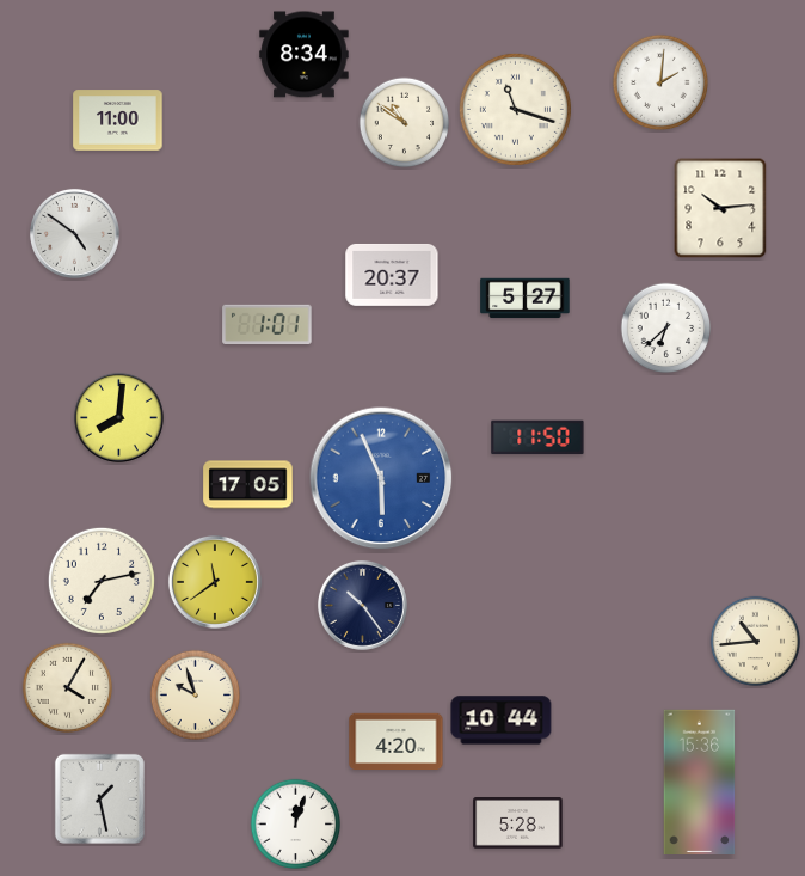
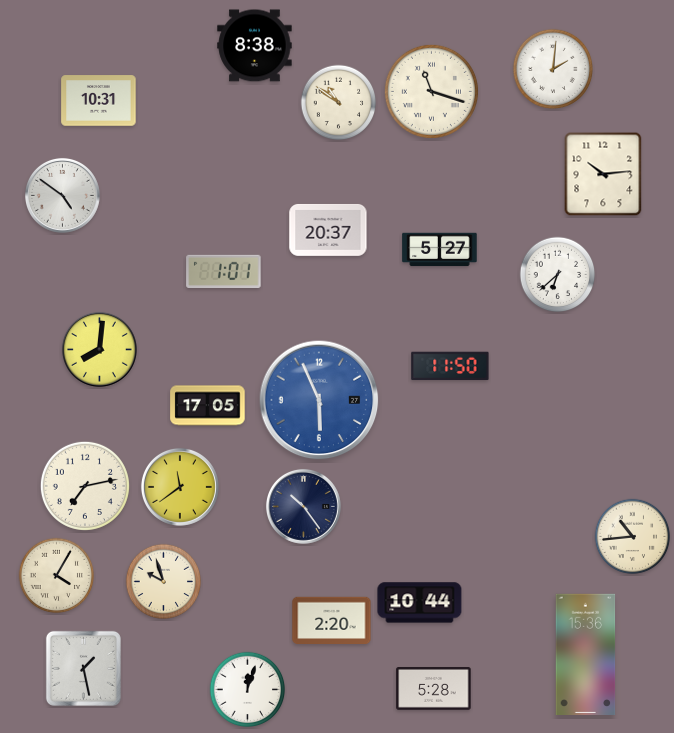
clock at (305, 55): 8:34 -> 8:38
clock at (118, 121): 11:00 -> 10:31
clock at (397, 742): 4:20 -> 2:20
